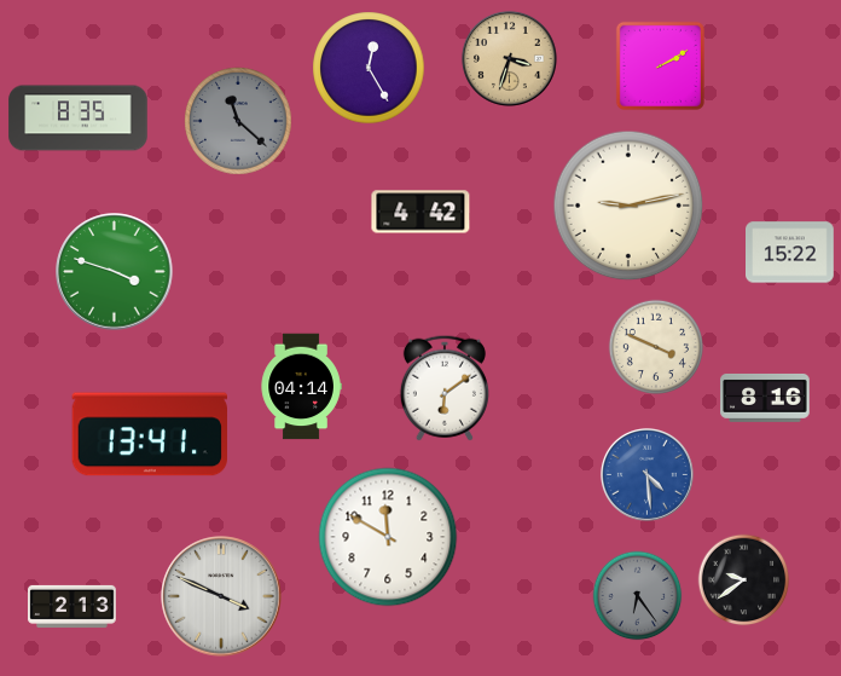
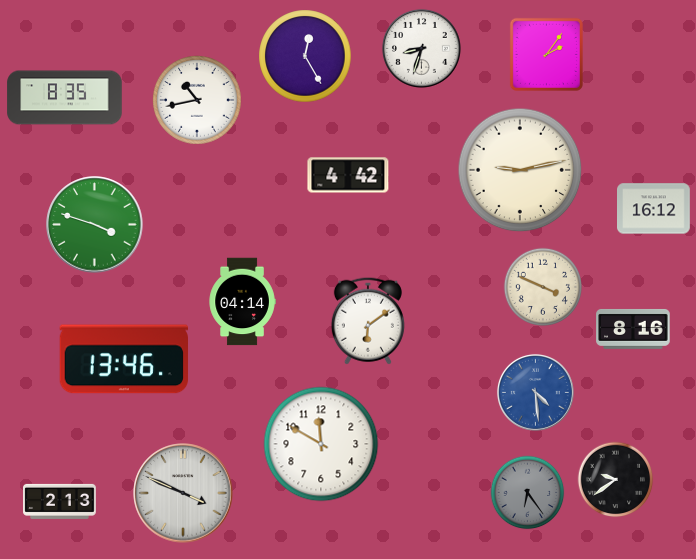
clock at (509, 58): 3:33 -> 8:33
clock at (509, 58) dial: champagne -> white
clock at (660, 65): 2:10 -> 2:06
clock at (238, 121): 11:22 -> 10:43
clock at (238, 121) dial: grey -> white
clock at (790, 253): 15:22 -> 16:12
clock at (301, 387) position: (301, 387) -> (242, 302)
clock at (149, 434): 13:41 -> 13:46
